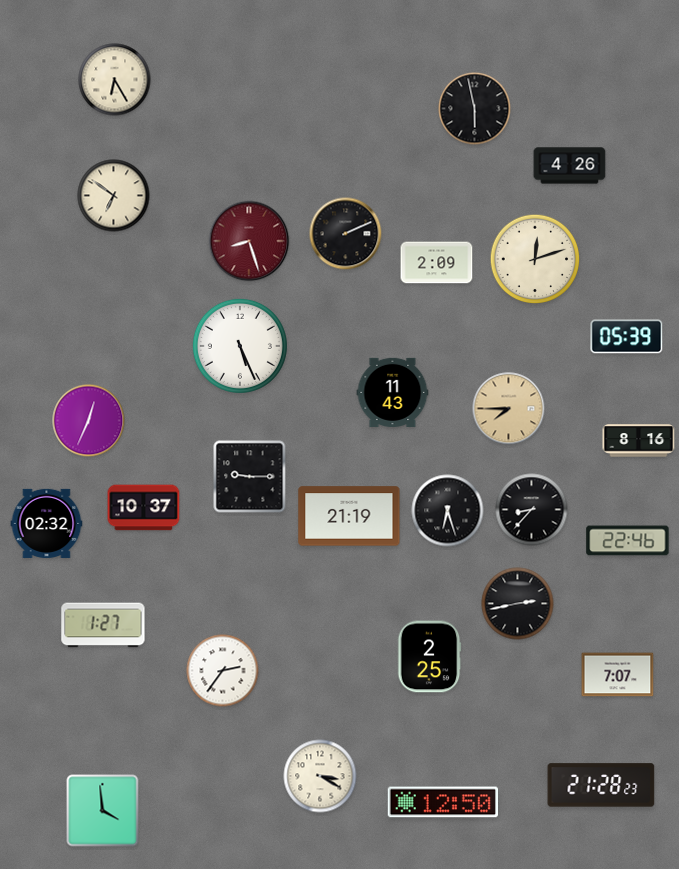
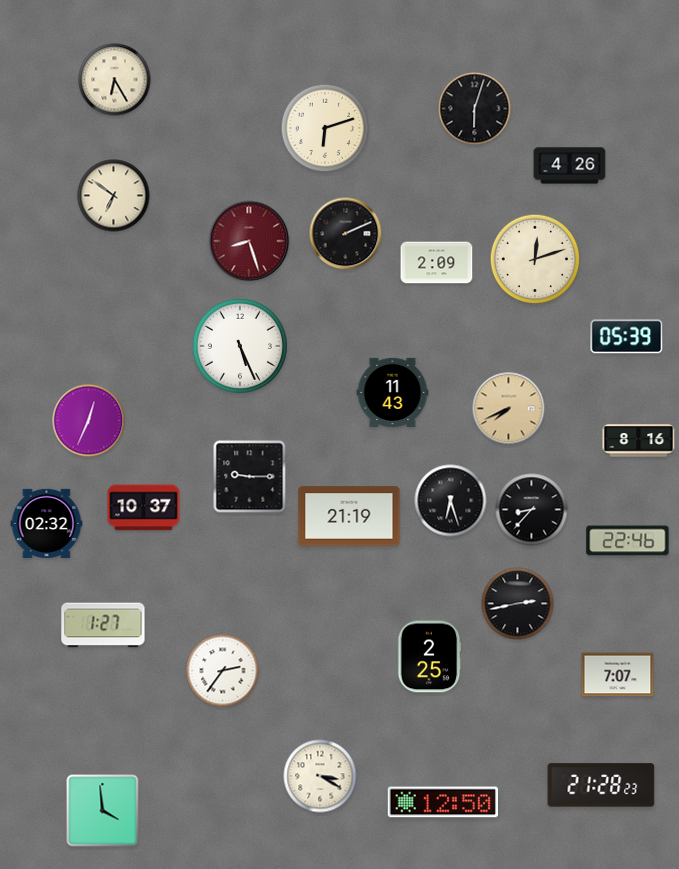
clock at (475, 109): 5:58 -> 6:03
clock at (325, 128): none -> 6:12
clock at (509, 409): 7:45 -> 7:41
clock at (448, 511) position: (448, 511) -> (451, 501)
